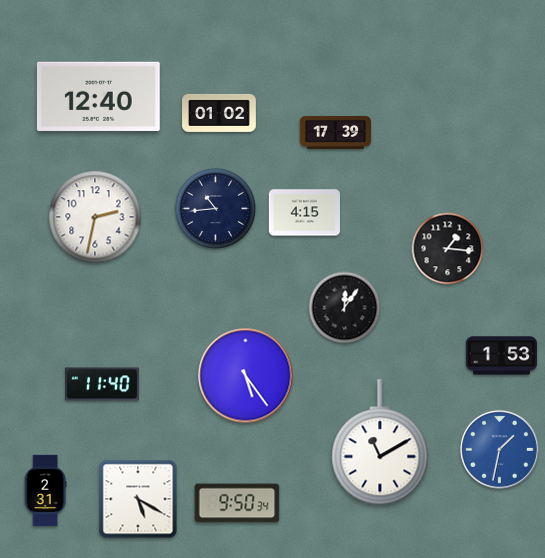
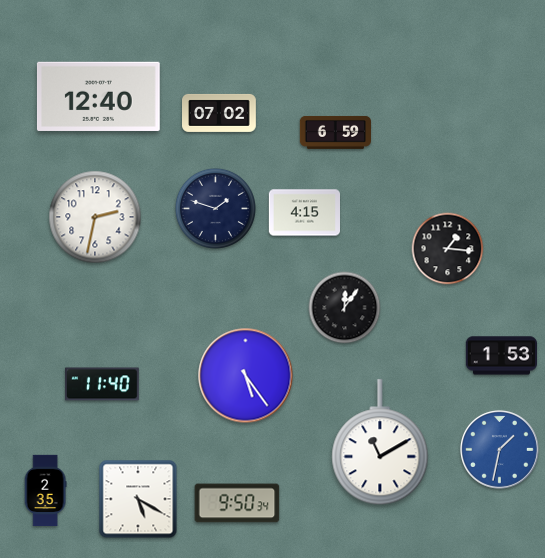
clock at (219, 113): 01:02 -> 07:02
clock at (335, 132): 17:39 -> 6:59
clock at (215, 208): 10:44 -> 1:48
clock at (45, 491): 2:31 -> 2:35
